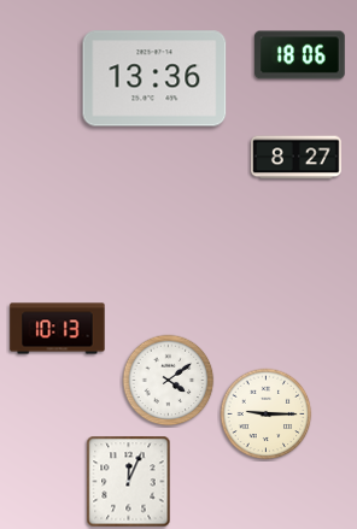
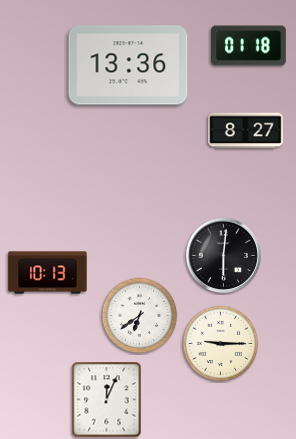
clock at (300, 55): 18:06 -> 01:18
clock at (223, 255): none -> 6:01
clock at (169, 381): 4:09 -> 6:39
